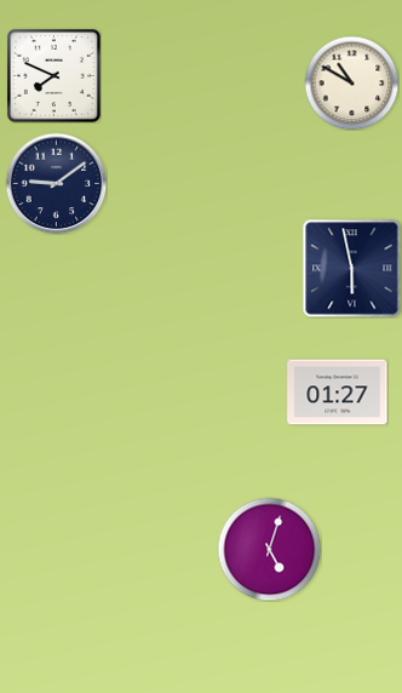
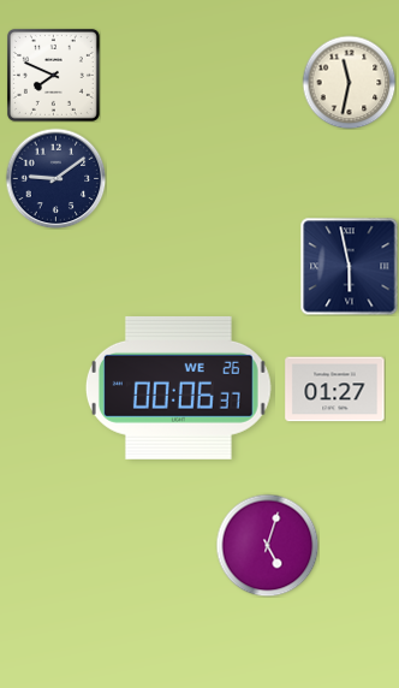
clock at (351, 82): 10:50 -> 11:32
clock at (56, 183) position: (56, 183) -> (55, 178)
clock at (178, 387): none -> 00:06
